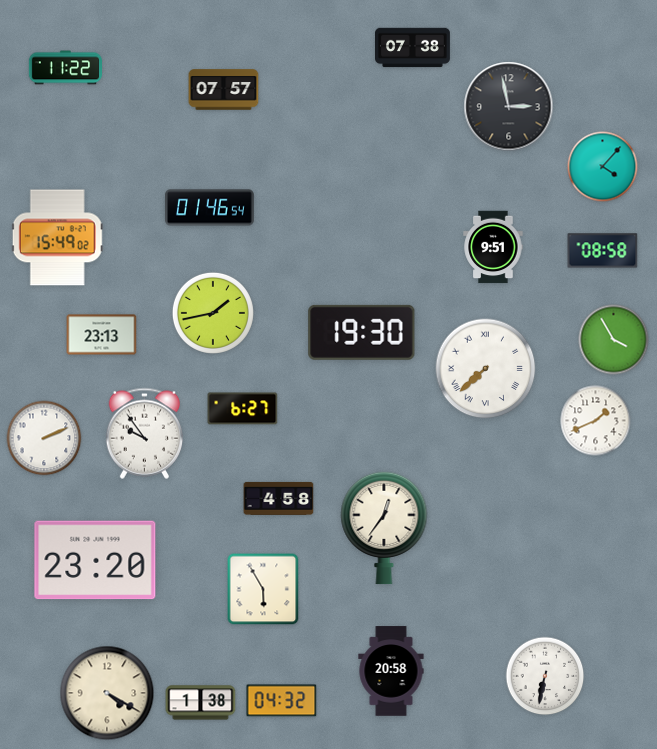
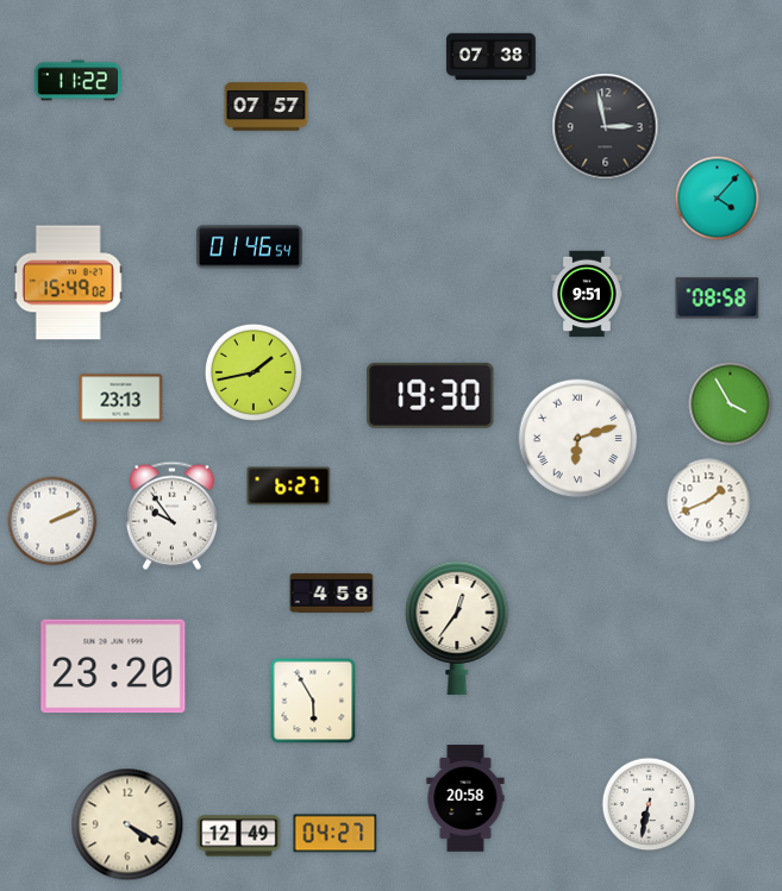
clock at (486, 369): 7:38 -> 6:12
clock at (282, 701): 04:32 -> 04:27
clock at (201, 703): 1:38 -> 12:49
